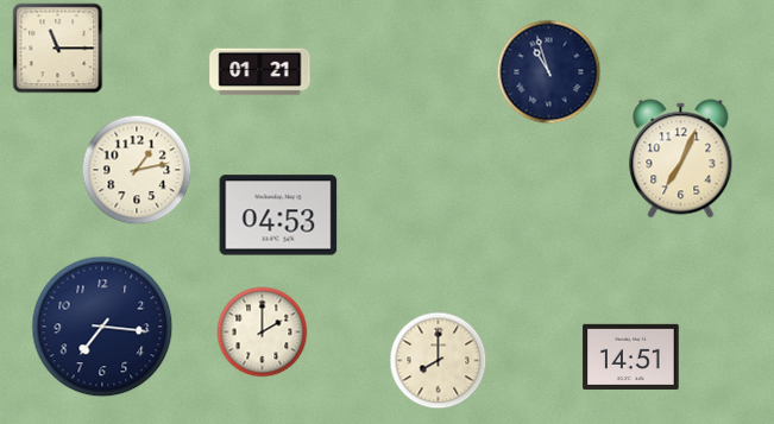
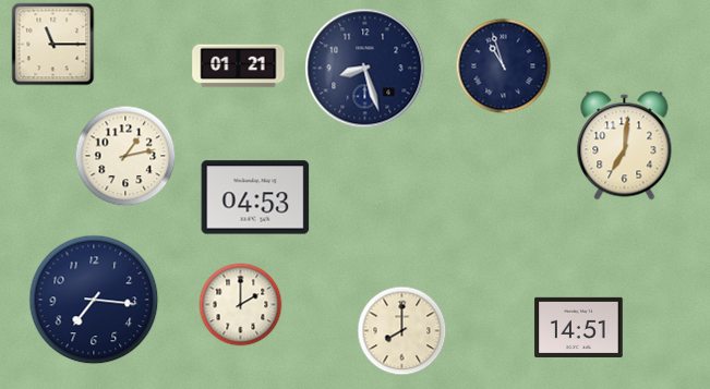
clock at (365, 69): none -> 8:27
clock at (681, 159): 7:04 -> 7:01
